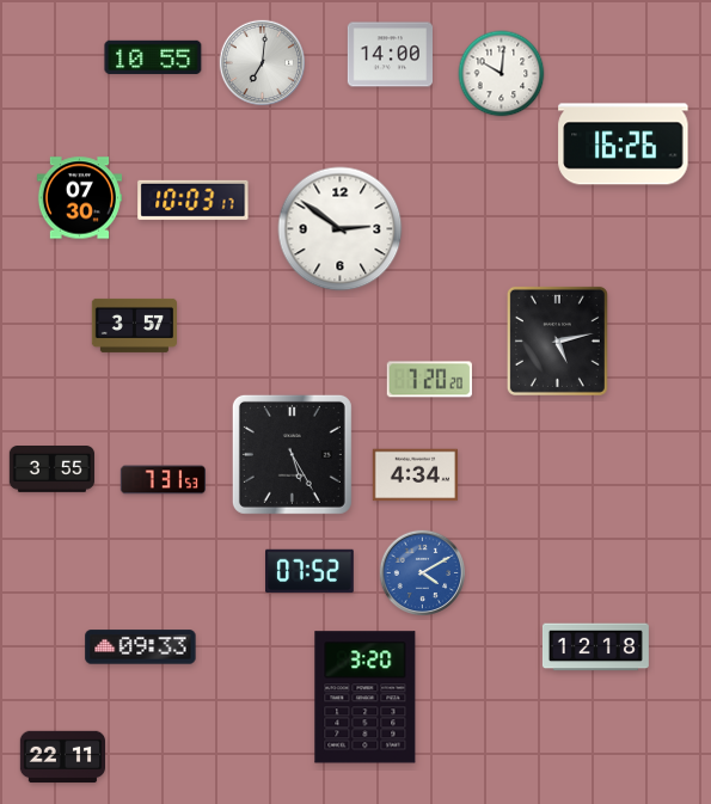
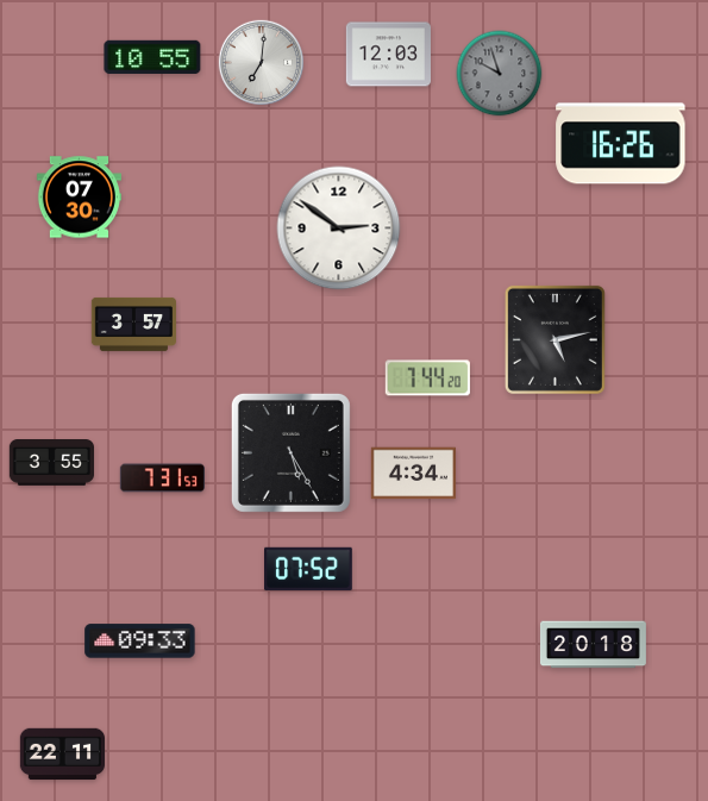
clock at (390, 55): 14:00 -> 12:03
clock at (502, 74): 10:01 -> 9:57
clock at (502, 74) dial: white -> grey
clock at (194, 200): 10:03 -> none
clock at (429, 380): 7:20 -> 7:44
clock at (51, 469) position: (51, 469) -> (51, 463)
clock at (422, 572): 4:10 -> none
clock at (141, 648) position: (141, 648) -> (140, 642)
clock at (595, 648): 12:18 -> 20:18
clock at (366, 698): 3:20 -> none
